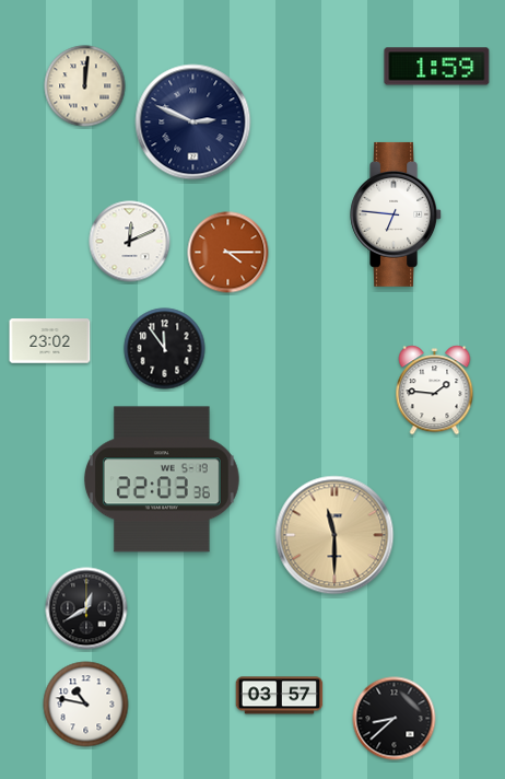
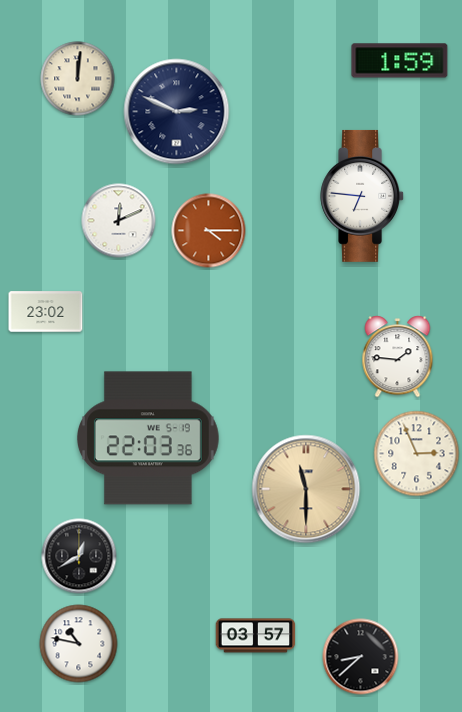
clock at (165, 349): 11:54 -> none
clock at (417, 454): none -> 2:56
